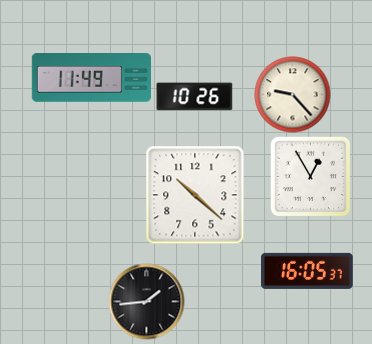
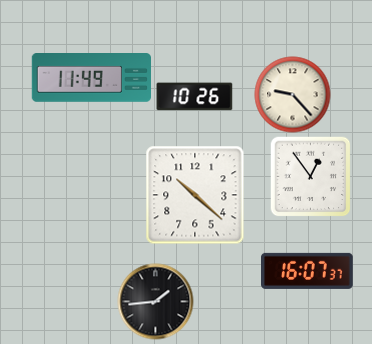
clock at (310, 176): 12:55 -> 12:54
clock at (308, 271): 16:05 -> 16:07
clock at (147, 302) position: (147, 302) -> (156, 302)
